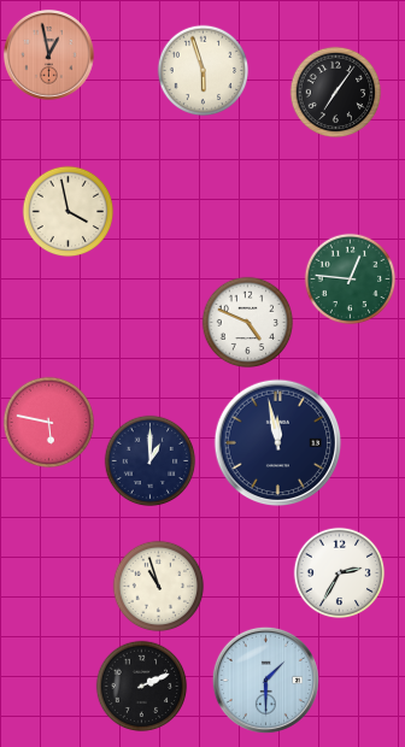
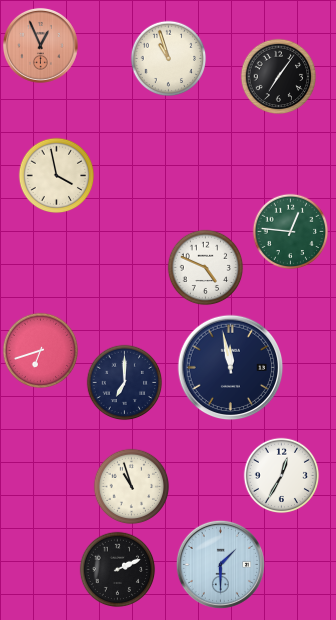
clock at (48, 54): 12:58 -> 12:56
clock at (204, 71): 5:57 -> 10:57
clock at (49, 423): 5:47 -> 6:42
clock at (151, 461): 1:00 -> 7:00
clock at (340, 574): 2:35 -> 12:35
